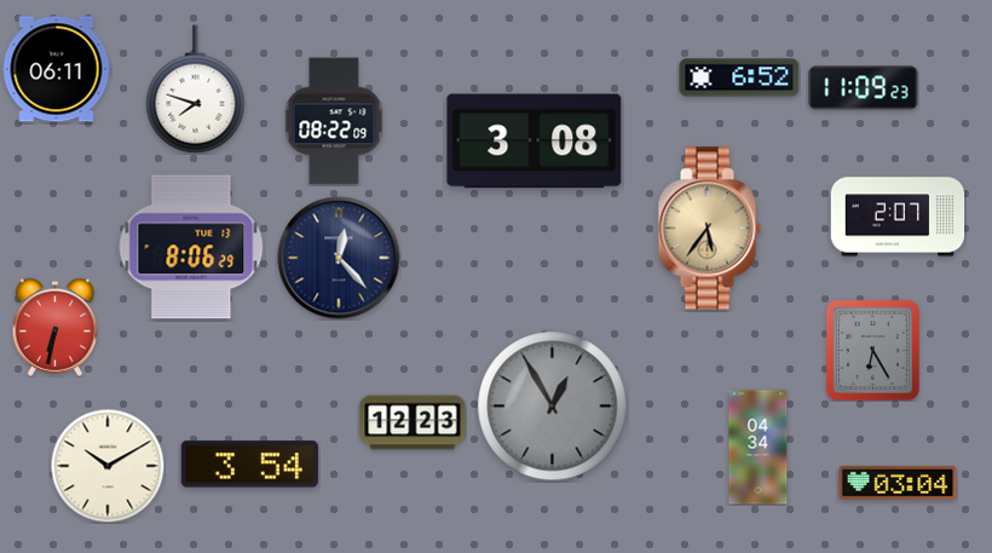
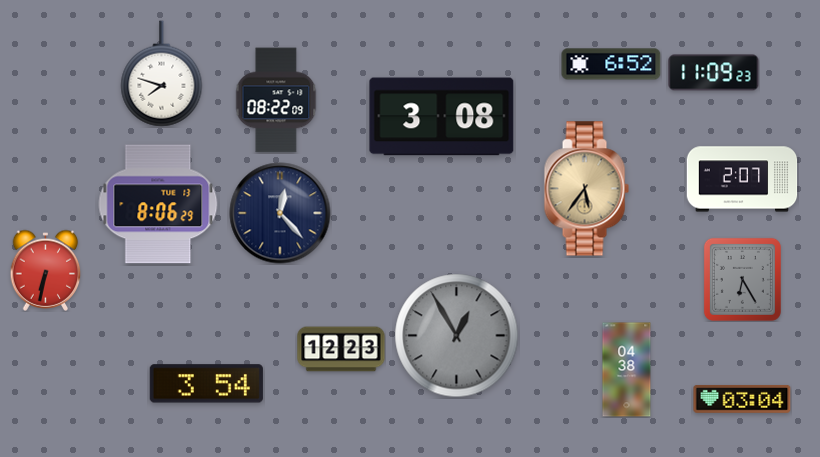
clock at (57, 69): 06:11 -> none
clock at (872, 350) position: (872, 350) -> (742, 279)
clock at (759, 448): 04:34 -> 04:38
clock at (108, 466): 10:10 -> none
